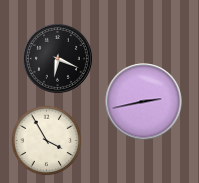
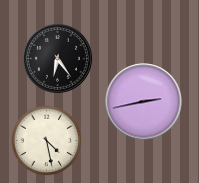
clock at (57, 58): 6:19 -> 6:24
clock at (47, 141): 3:55 -> 4:28
